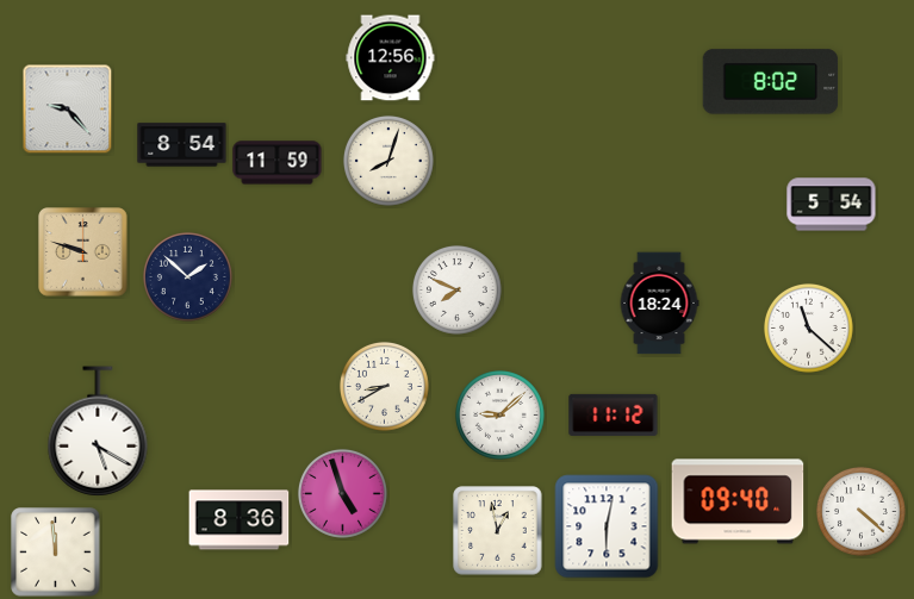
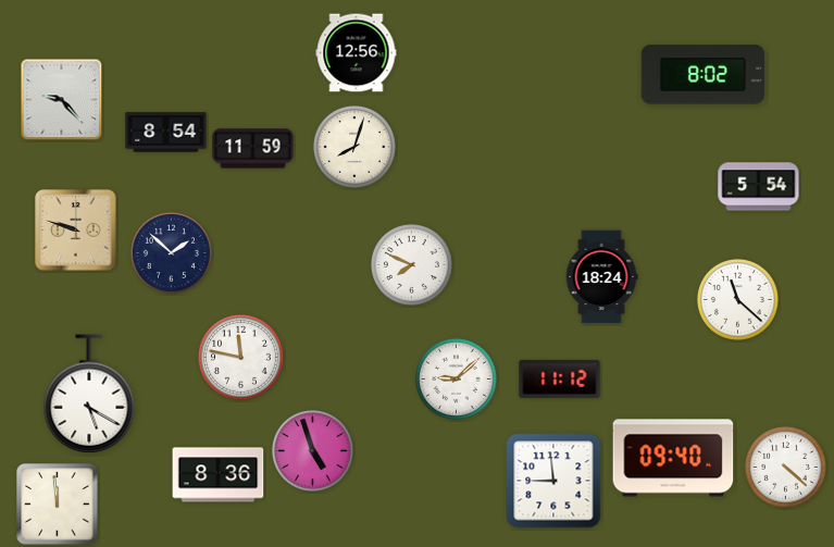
clock at (456, 289) position: (456, 289) -> (411, 264)
clock at (384, 386): 8:40 -> none
clock at (241, 358): none -> 11:47
clock at (607, 526): 6:02 -> 8:59
clock at (498, 531): 12:58 -> none
clock at (56, 553) position: (56, 553) -> (58, 505)
